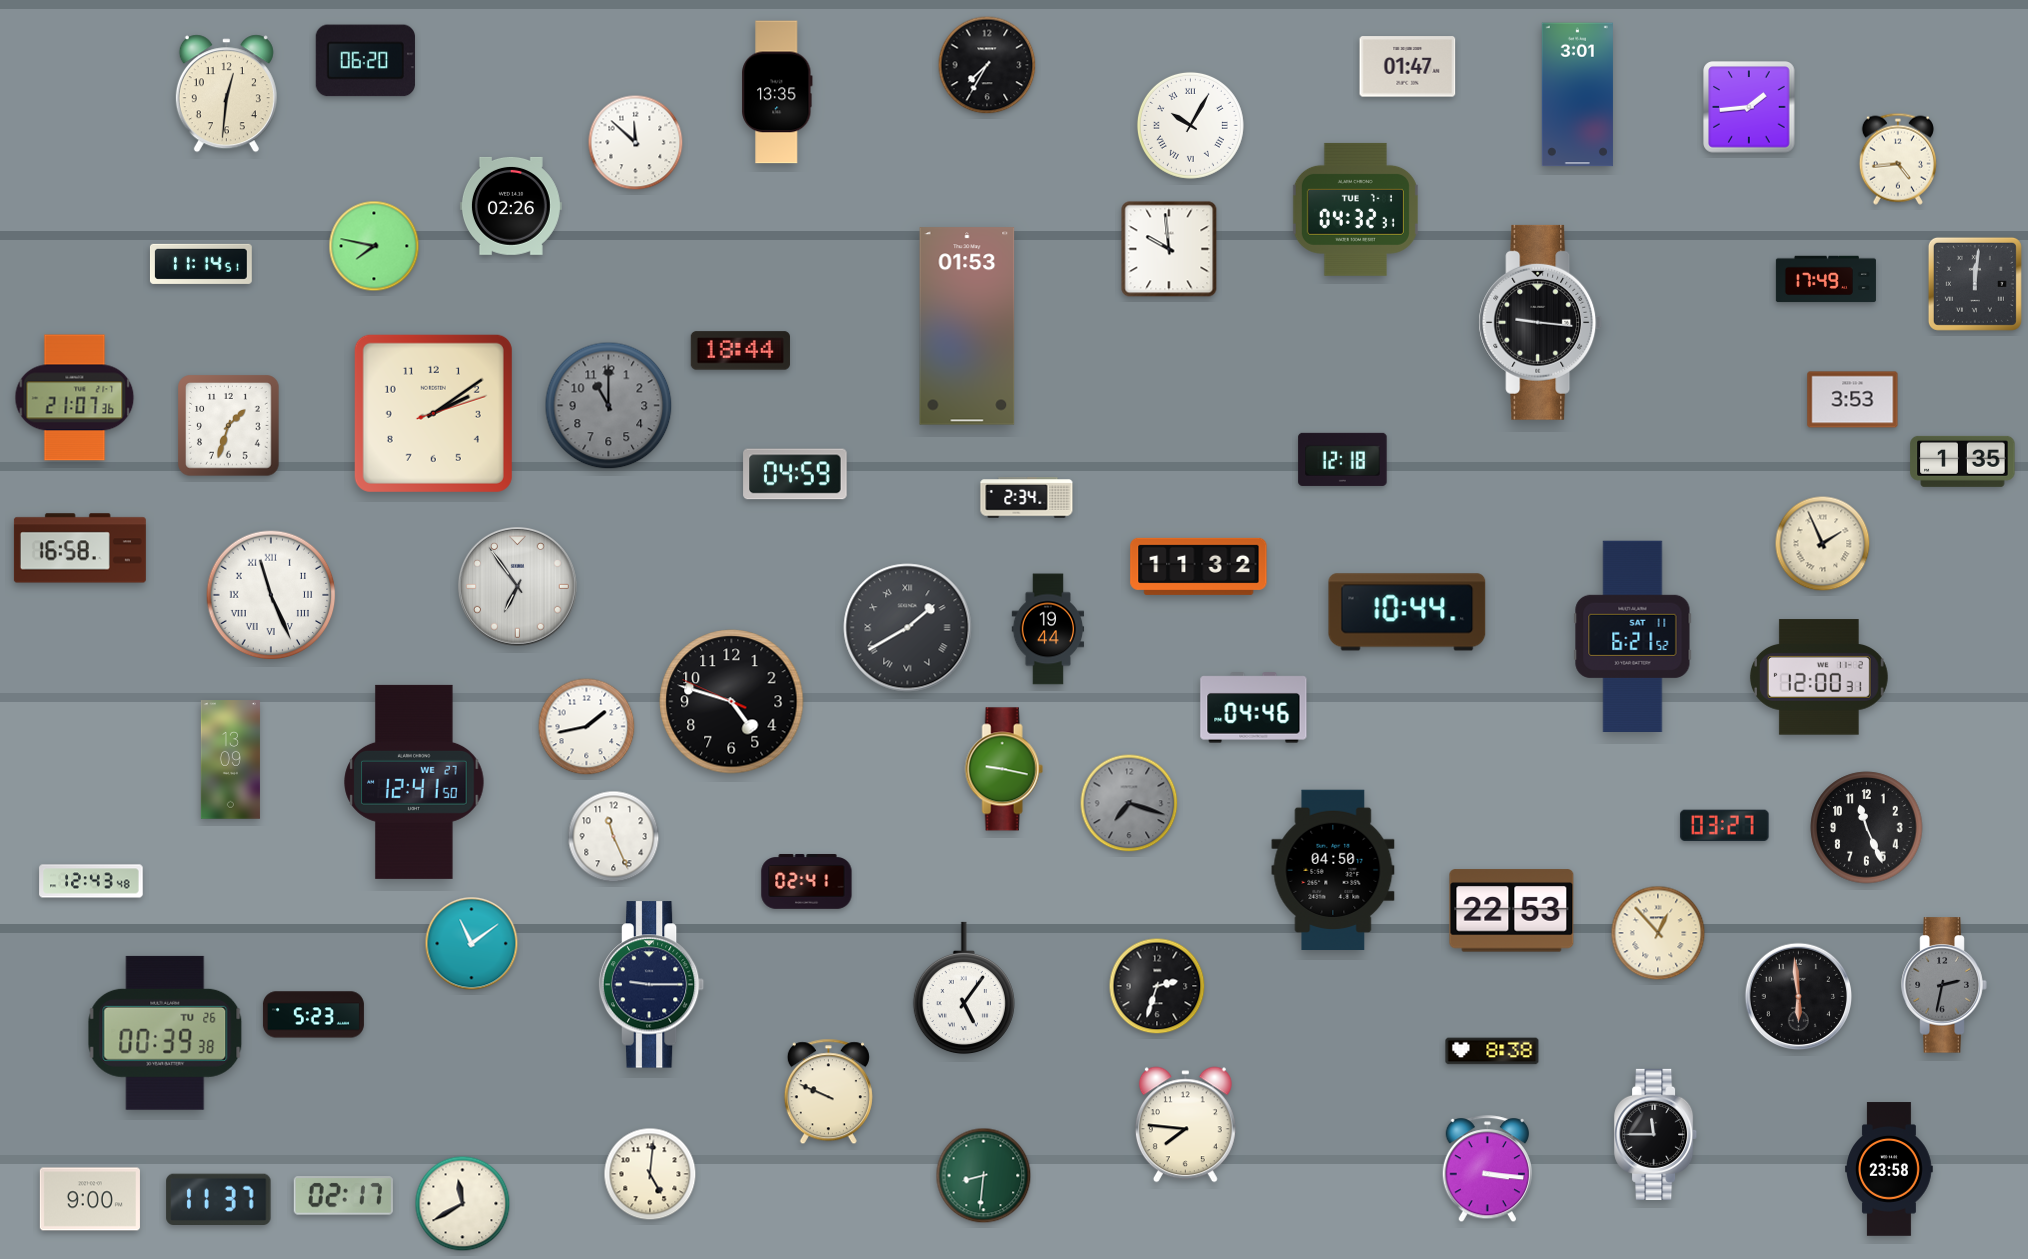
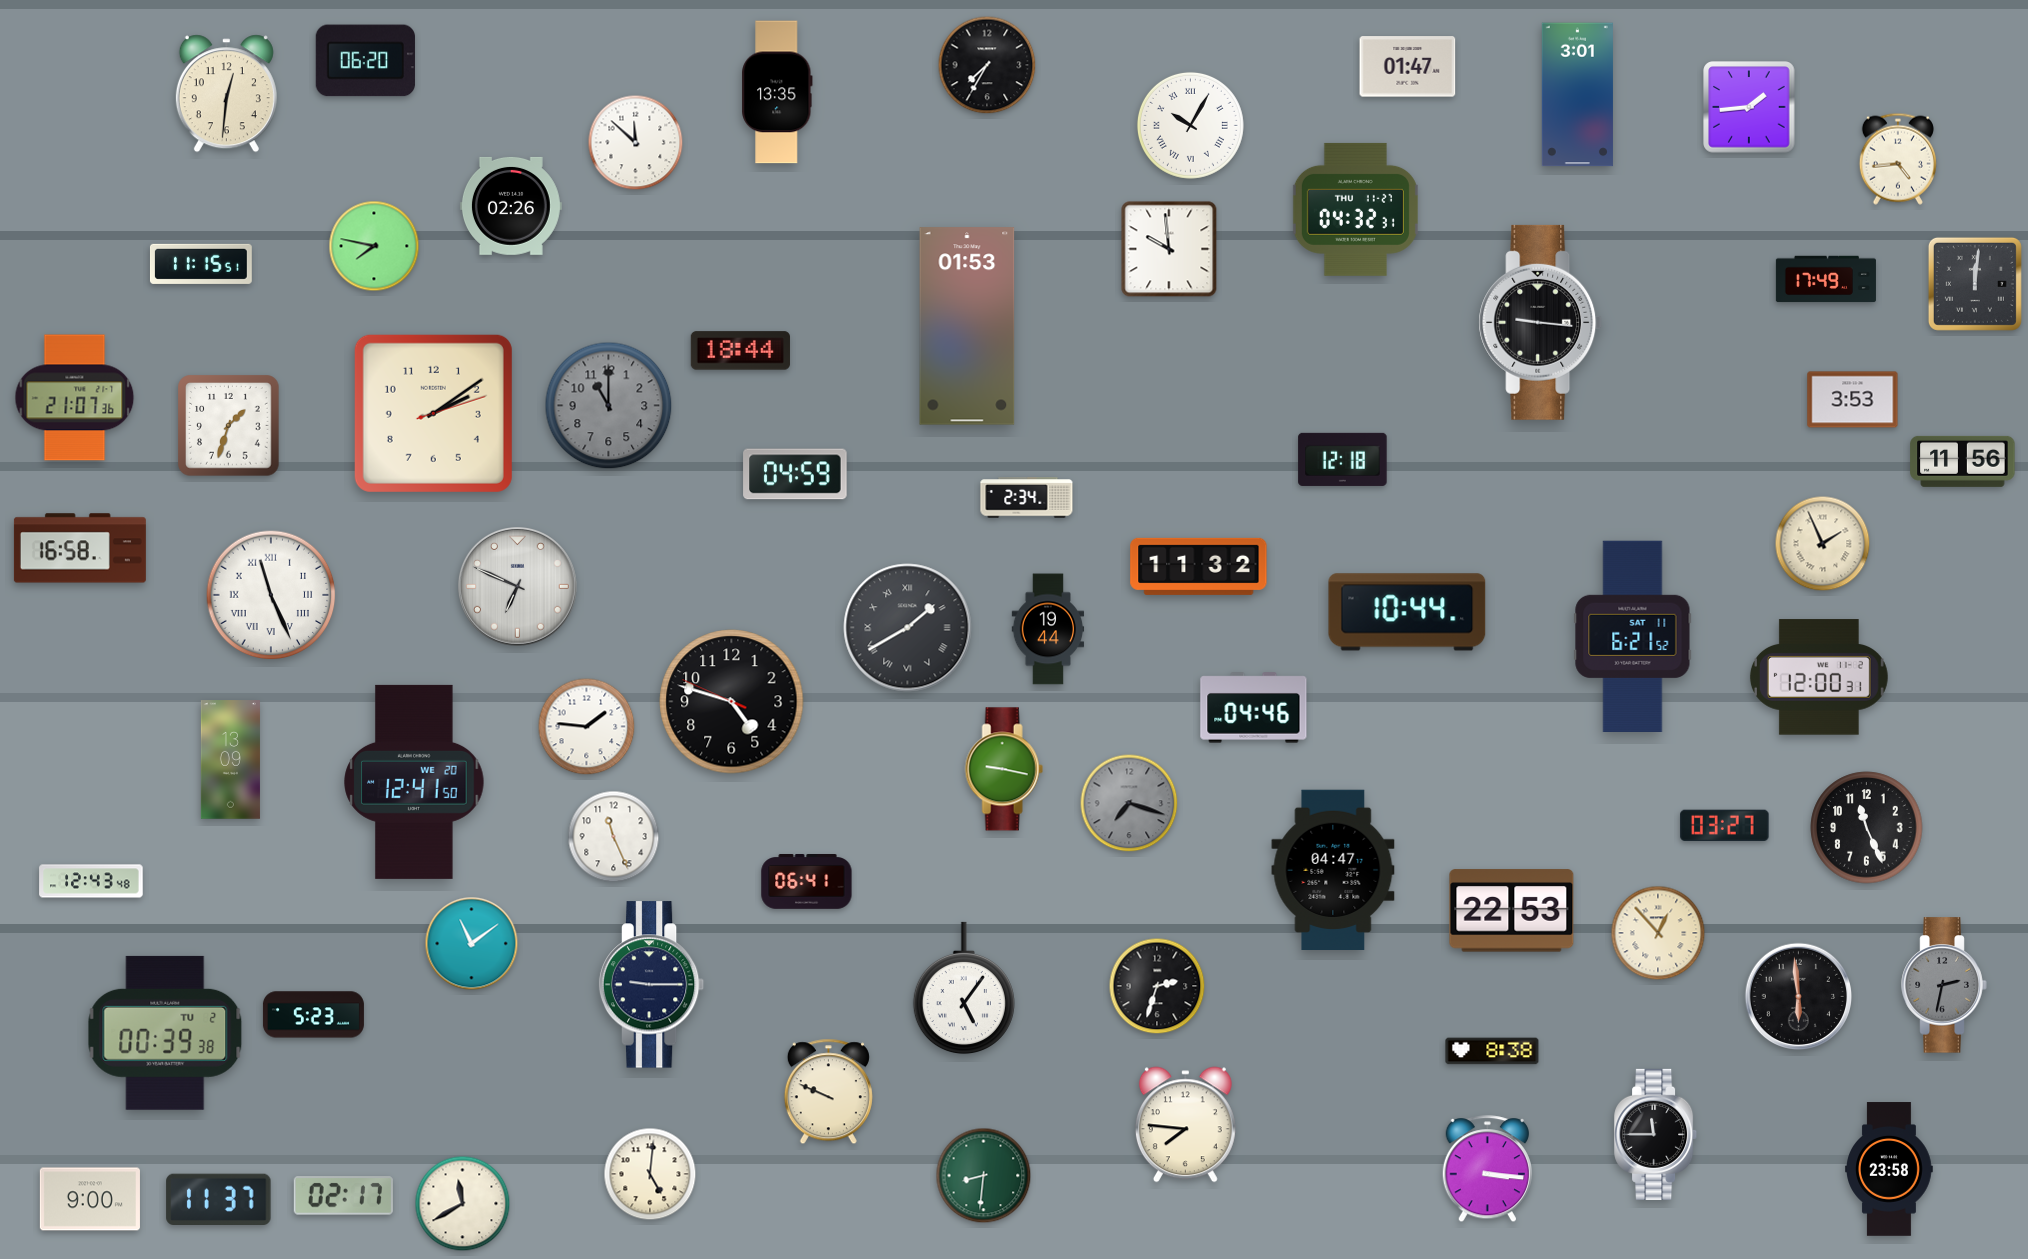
clock at (1355, 209) date: TUE 7-1 -> THU 11-27
clock at (201, 264): 11:14 -> 11:15
clock at (1963, 461): 1:35 -> 11:56
clock at (518, 587): 6:54 -> 6:49
clock at (587, 727): 1:43 -> 1:46
clock at (414, 782) date: WE 27 -> WE 20
clock at (1333, 869): 04:50 -> 04:47
clock at (807, 882): 02:41 -> 06:41
clock at (165, 1033) date: TU 26 -> TU 2
